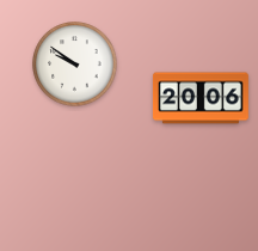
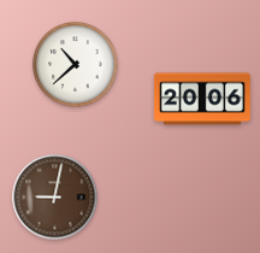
clock at (75, 65): 9:51 -> 10:38
clock at (55, 198): none -> 9:02
